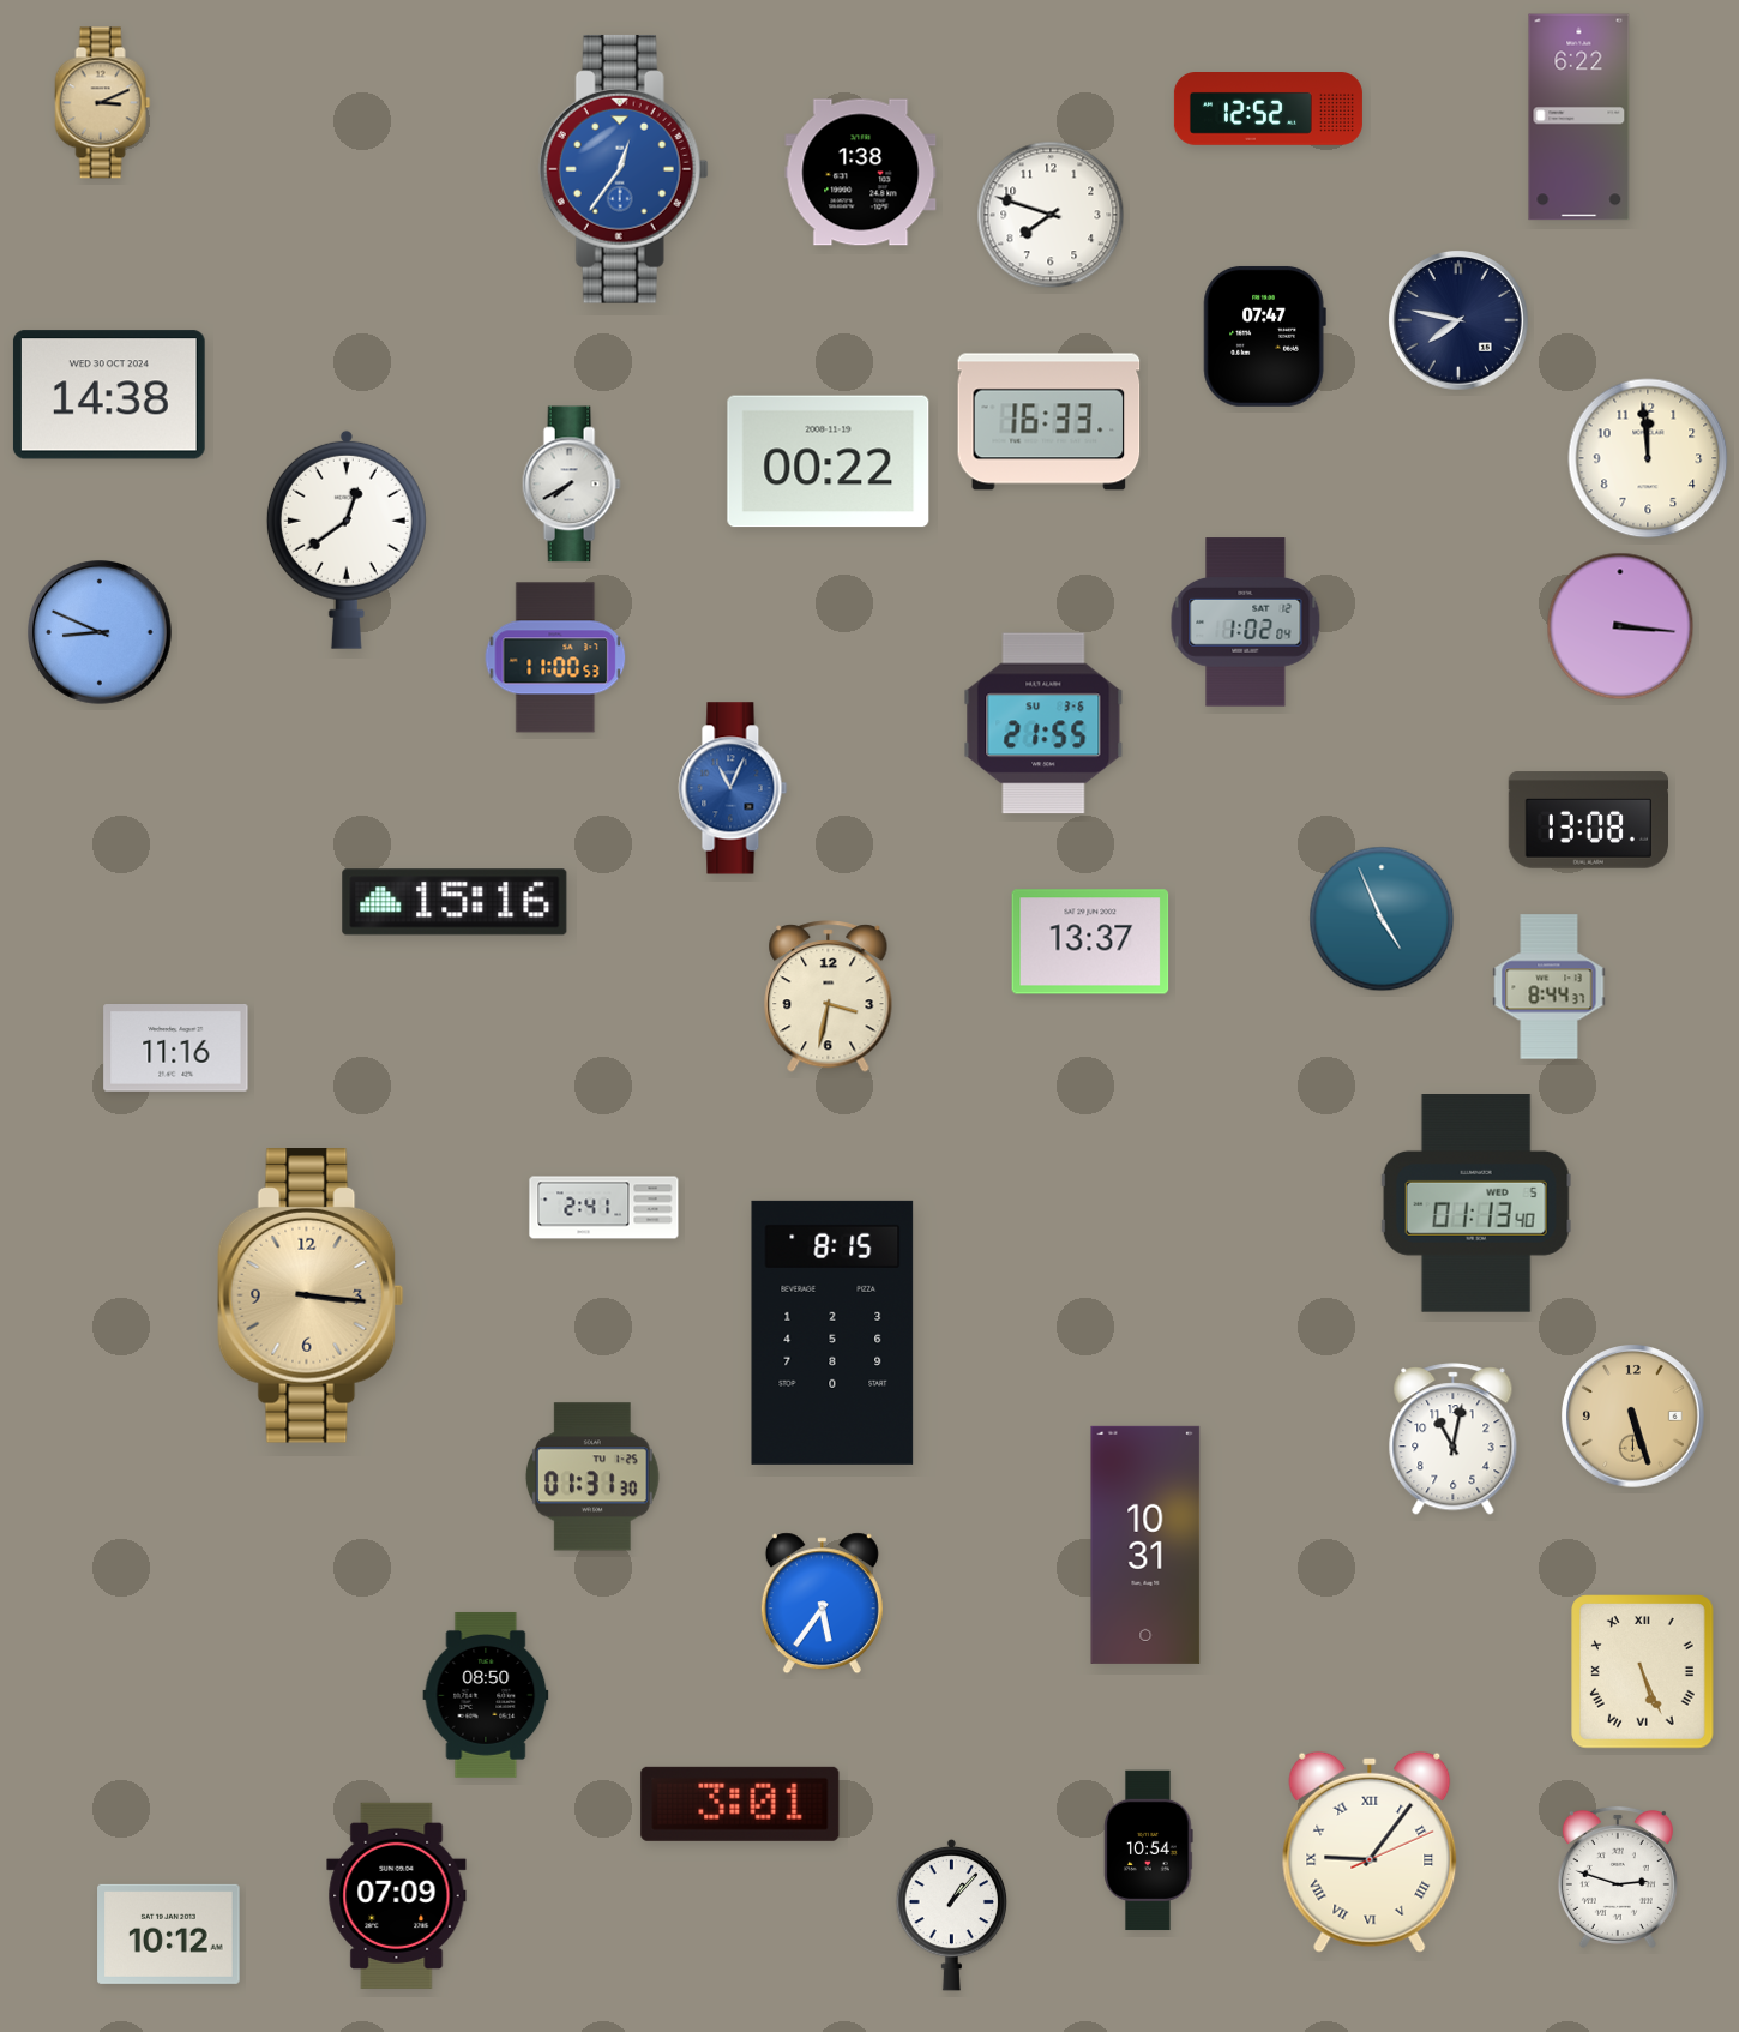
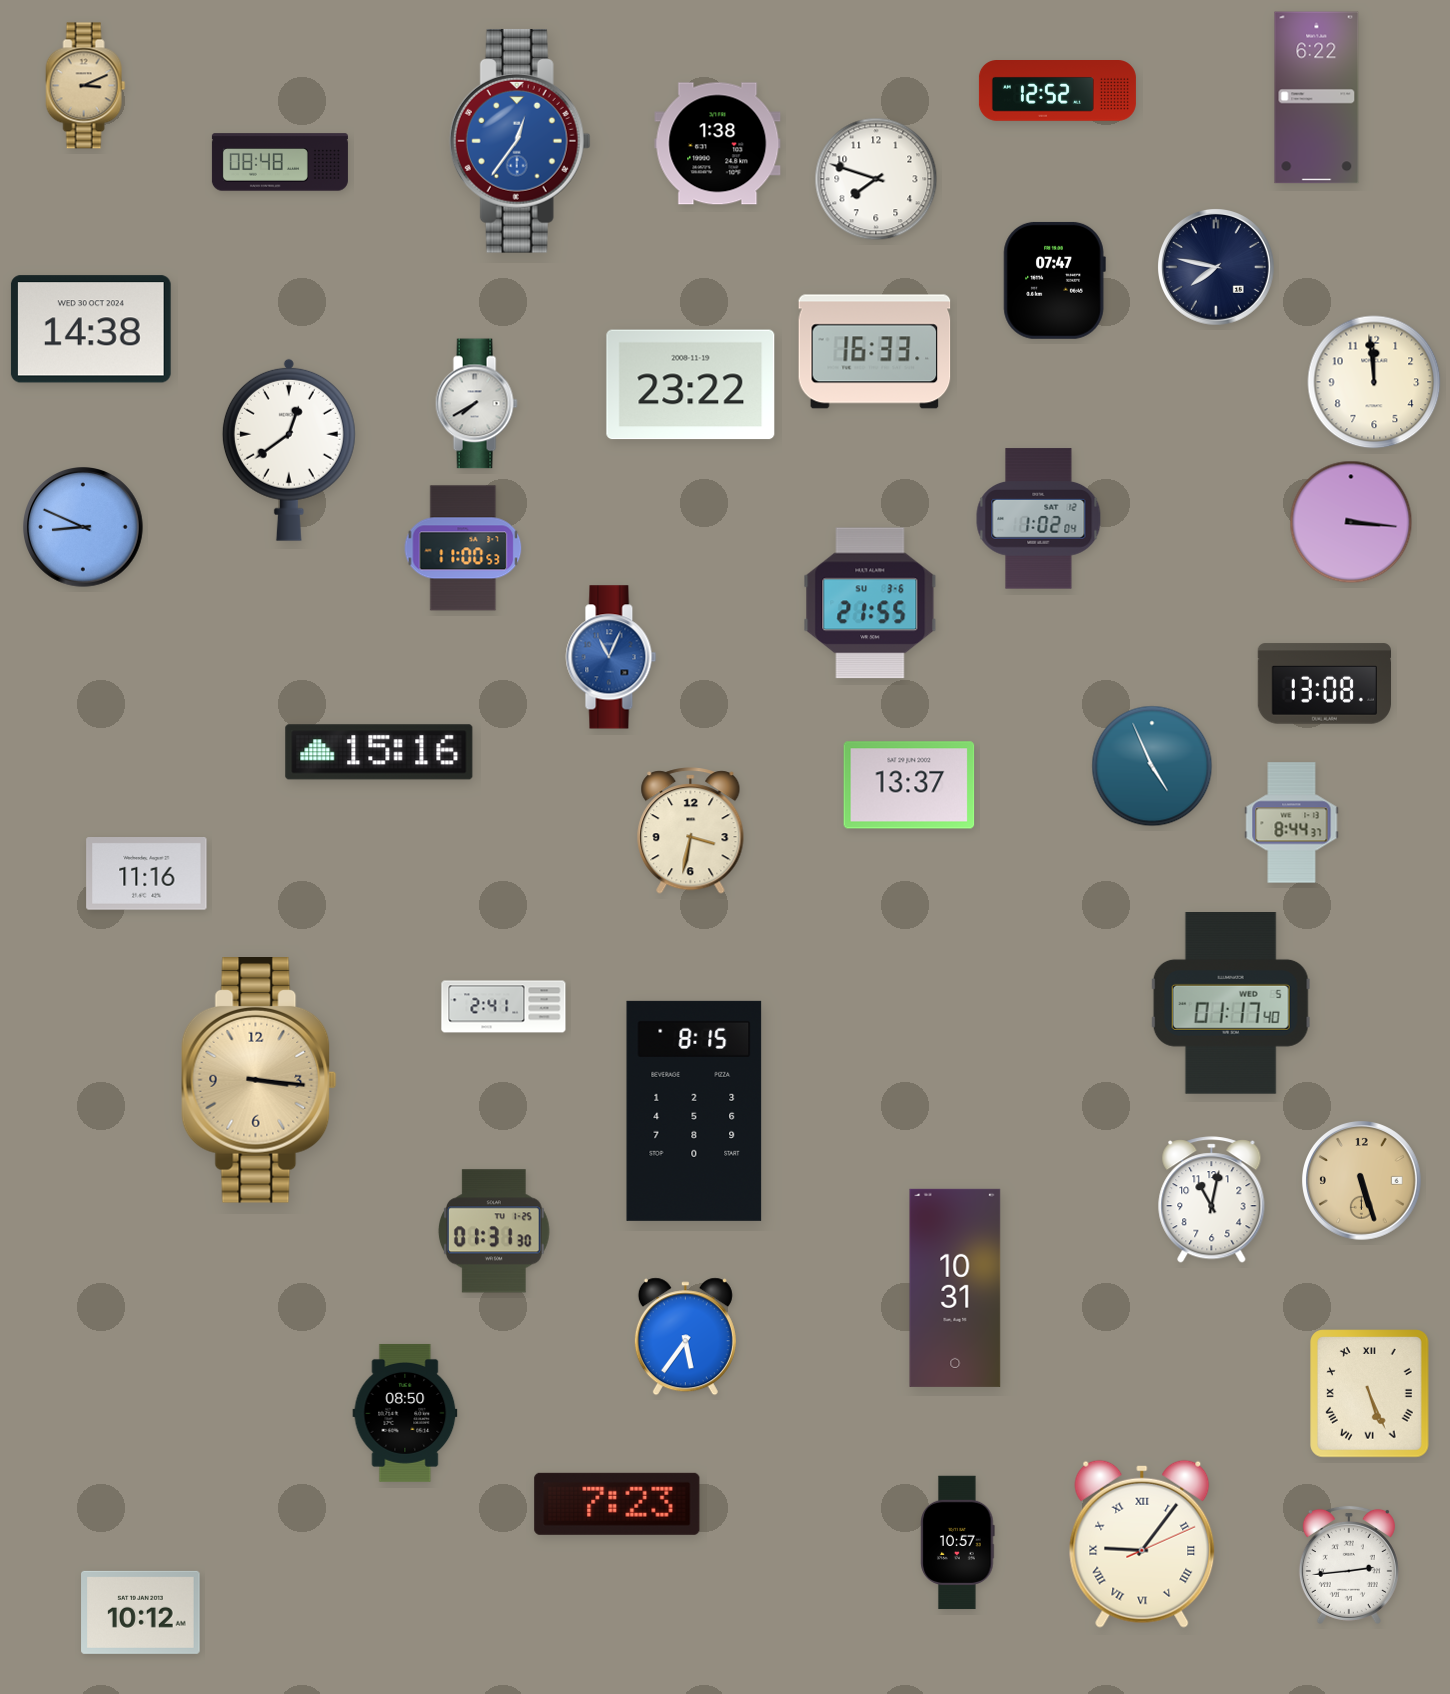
clock at (280, 162): none -> 08:48
clock at (829, 462): 00:22 -> 23:22
clock at (1476, 1204): 01:13 -> 01:17
clock at (740, 1804): 3:01 -> 7:23
clock at (1149, 1851): 10:54 -> 10:57
clock at (1618, 1877): 2:48 -> 2:44
clock at (397, 1895): 07:09 -> none
clock at (952, 1914): 1:07 -> none
